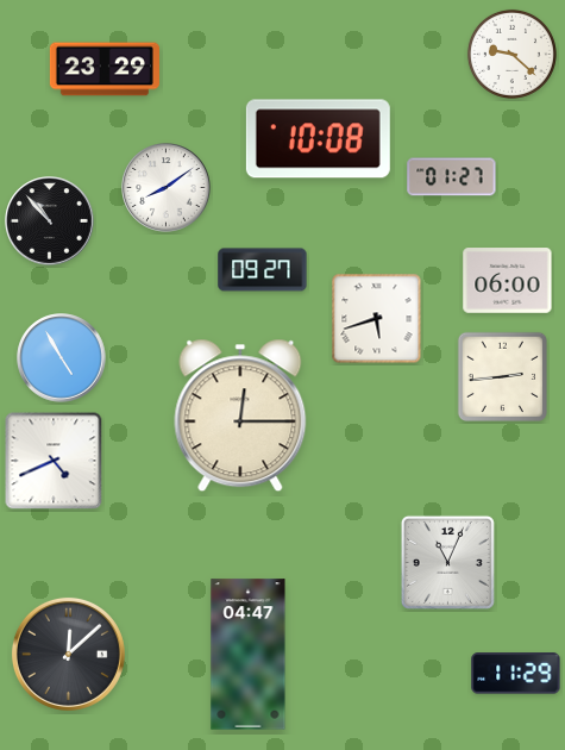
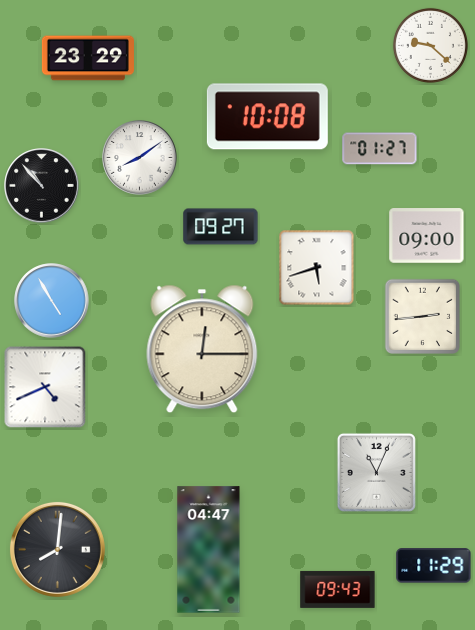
clock at (508, 281): 06:00 -> 09:00
clock at (68, 654): 12:08 -> 8:01
clock at (338, 589): none -> 09:43
